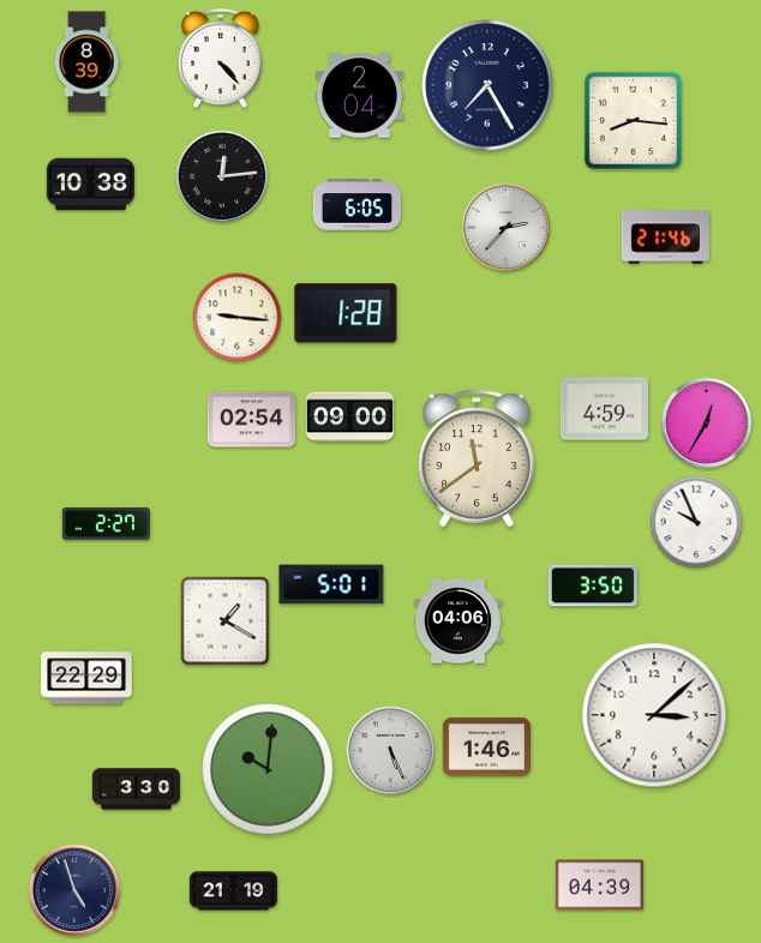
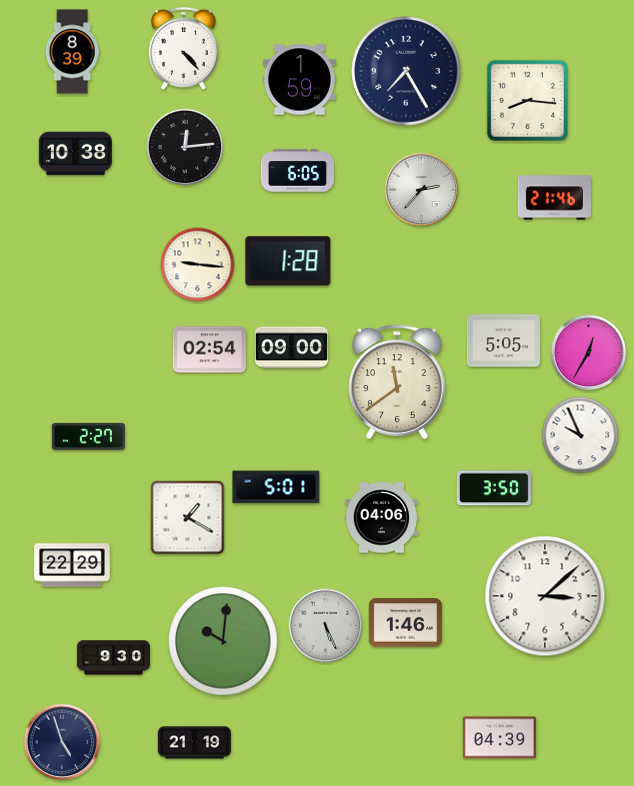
clock at (359, 96): 2:04 -> 1:59
clock at (604, 409): 4:59 -> 5:05
clock at (136, 789): 3:30 -> 9:30
